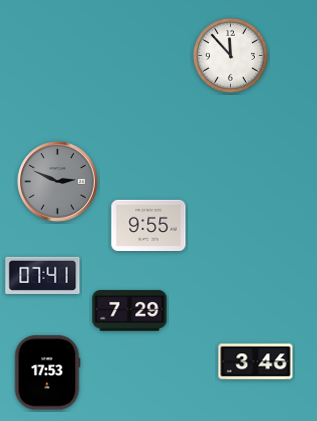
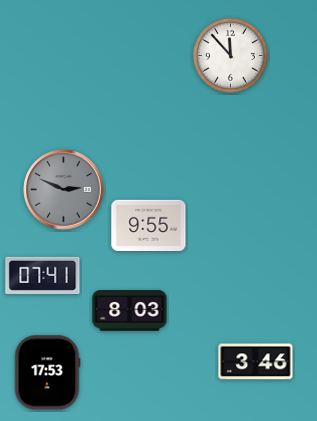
clock at (58, 182) position: (58, 182) -> (64, 190)
clock at (130, 311): 7:29 -> 8:03
